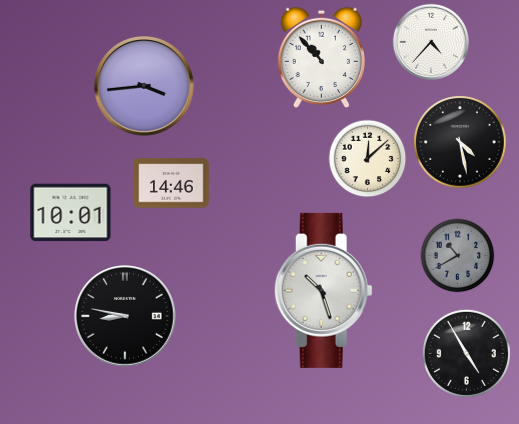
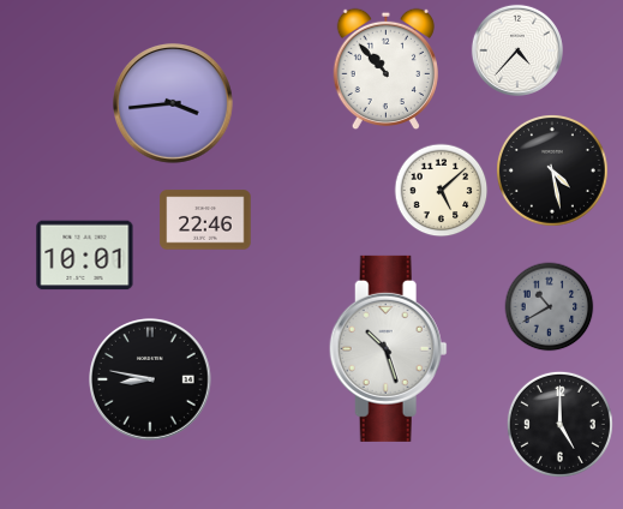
clock at (368, 159): 12:08 -> 5:08
clock at (171, 183): 14:46 -> 22:46
clock at (466, 353): 4:55 -> 5:00
